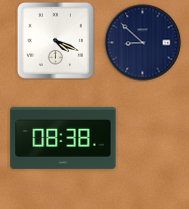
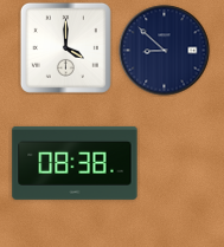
clock at (55, 40): 4:19 -> 4:00
clock at (143, 43) position: (143, 43) -> (165, 51)
